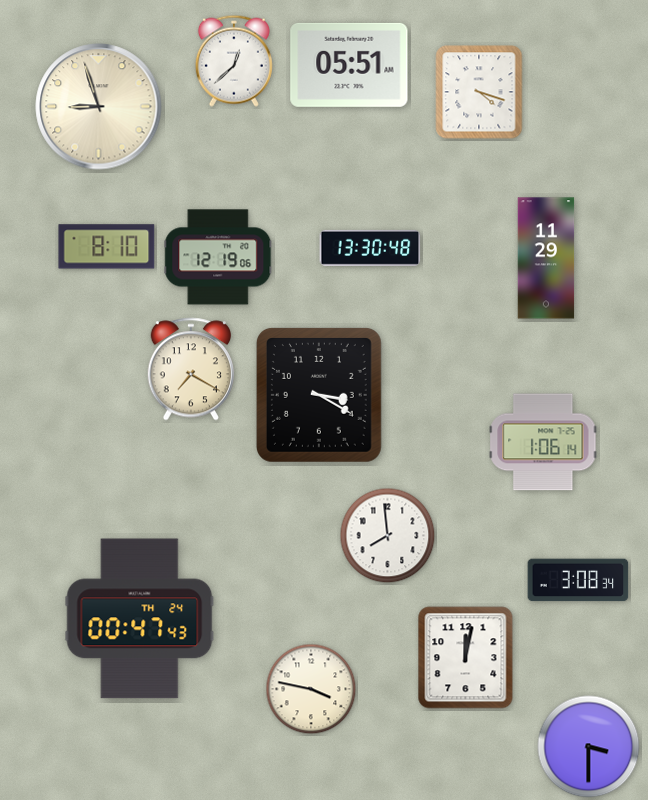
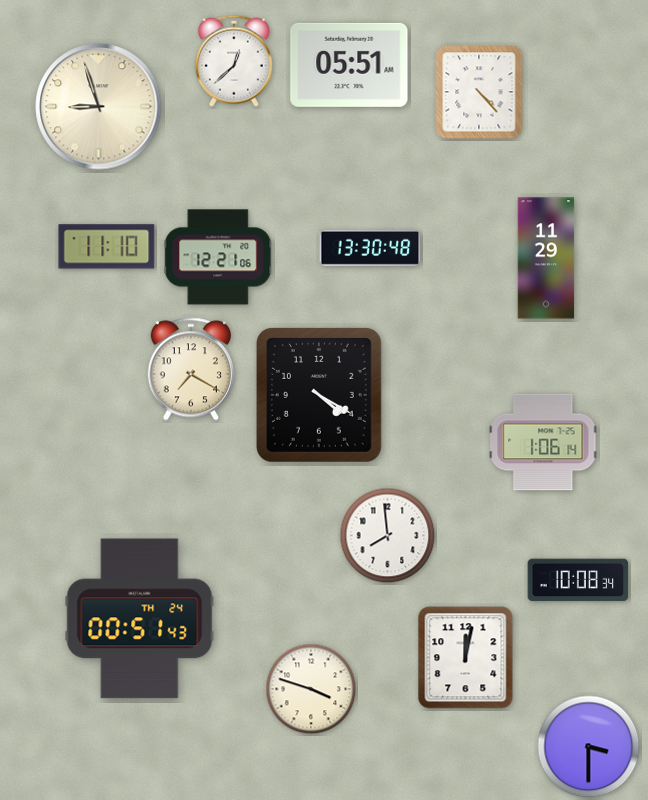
clock at (479, 92): 4:18 -> 4:23
clock at (107, 247): 8:10 -> 11:10
clock at (218, 257): 12:19 -> 12:21
clock at (319, 395): 3:20 -> 4:20
clock at (578, 580): 3:08 -> 10:08
clock at (140, 619): 00:47 -> 00:51
clock at (311, 689): 3:47 -> 3:48
